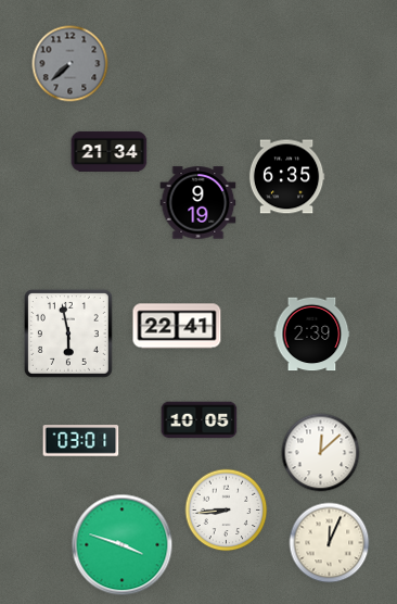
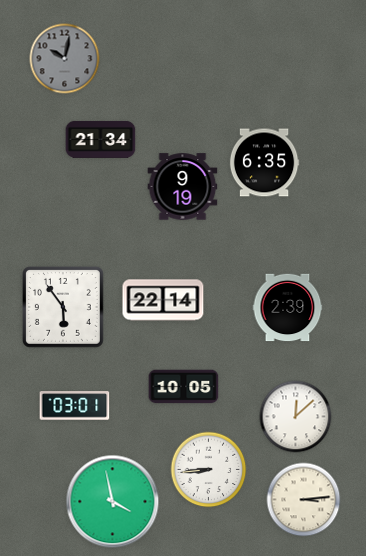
clock at (71, 64): 7:38 -> 10:02
clock at (177, 326): 22:41 -> 22:14
clock at (68, 334): 5:58 -> 5:54
clock at (330, 543): 12:04 -> 3:14
clock at (123, 545): 3:48 -> 3:58
